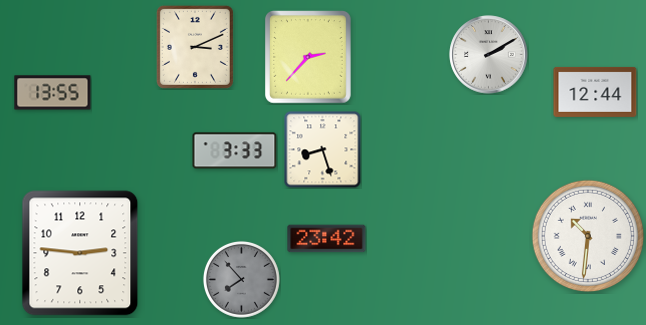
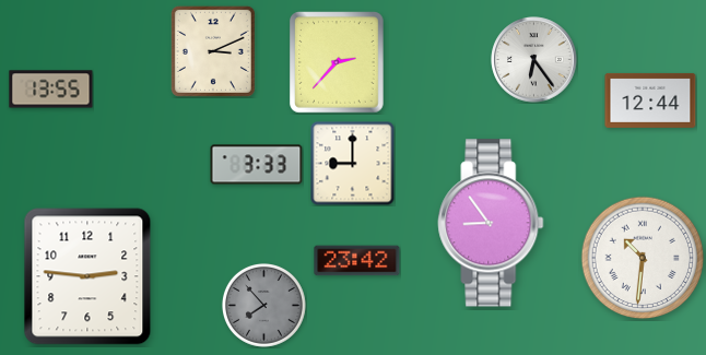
clock at (489, 55): 2:10 -> 6:24
clock at (53, 93) position: (53, 93) -> (51, 90)
clock at (322, 149): 8:27 -> 9:00
clock at (491, 223): none -> 8:54
